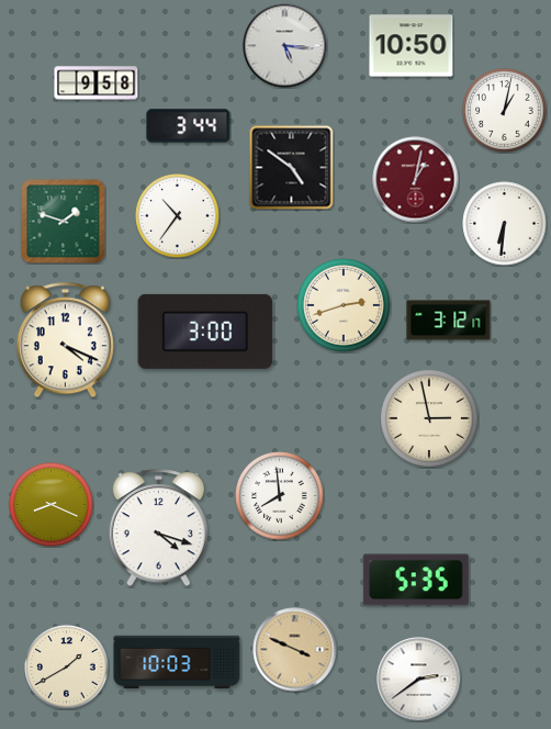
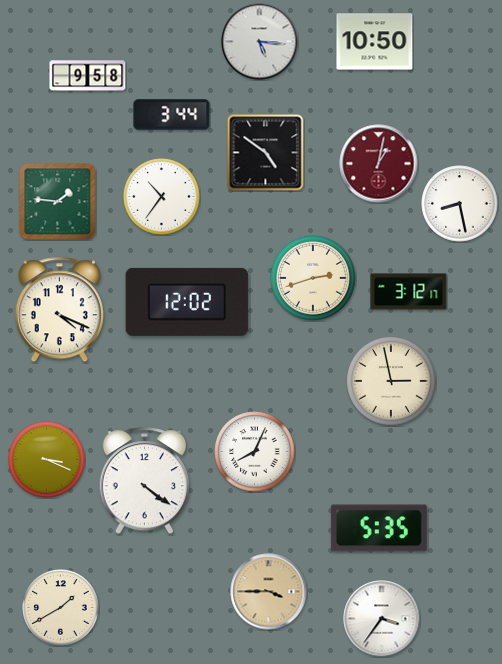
clock at (505, 111): 1:02 -> none
clock at (64, 222): 1:48 -> 1:46
clock at (505, 224): 6:31 -> 8:28
clock at (205, 332): 3:00 -> 12:02
clock at (280, 496): 7:59 -> 8:04
clock at (52, 505): 8:19 -> 3:19
clock at (158, 528): 4:18 -> 4:21
clock at (295, 650): 3:49 -> 3:45
clock at (177, 661): 10:03 -> none
clock at (419, 680): 2:39 -> 3:36
